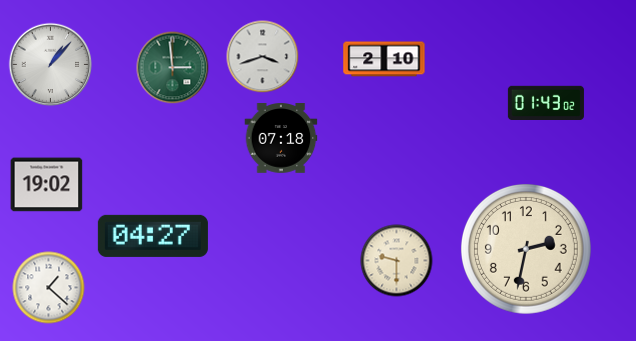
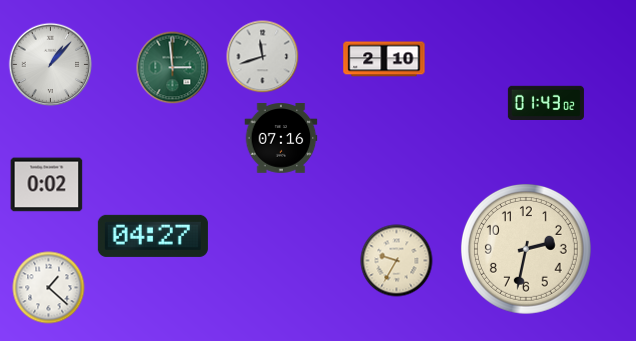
clock at (263, 57): 3:42 -> 11:42
clock at (281, 138): 07:18 -> 07:16
clock at (47, 185): 19:02 -> 0:02
clock at (397, 261): 9:30 -> 9:35
